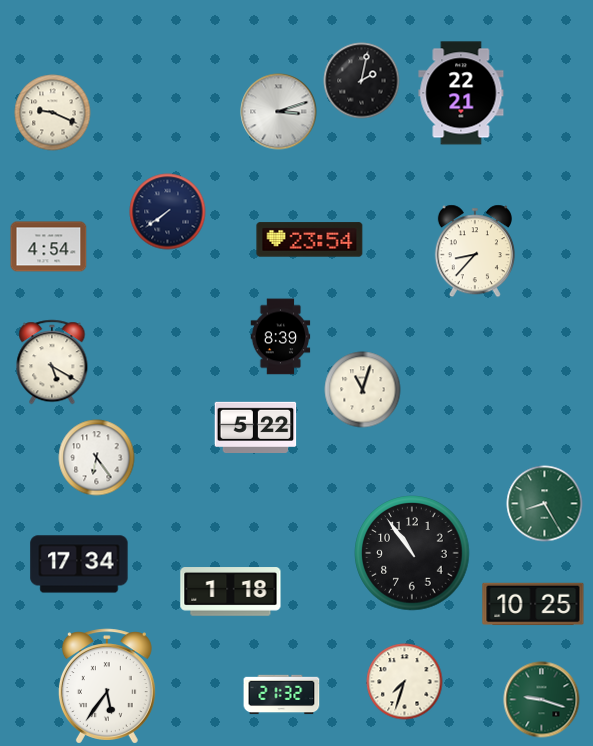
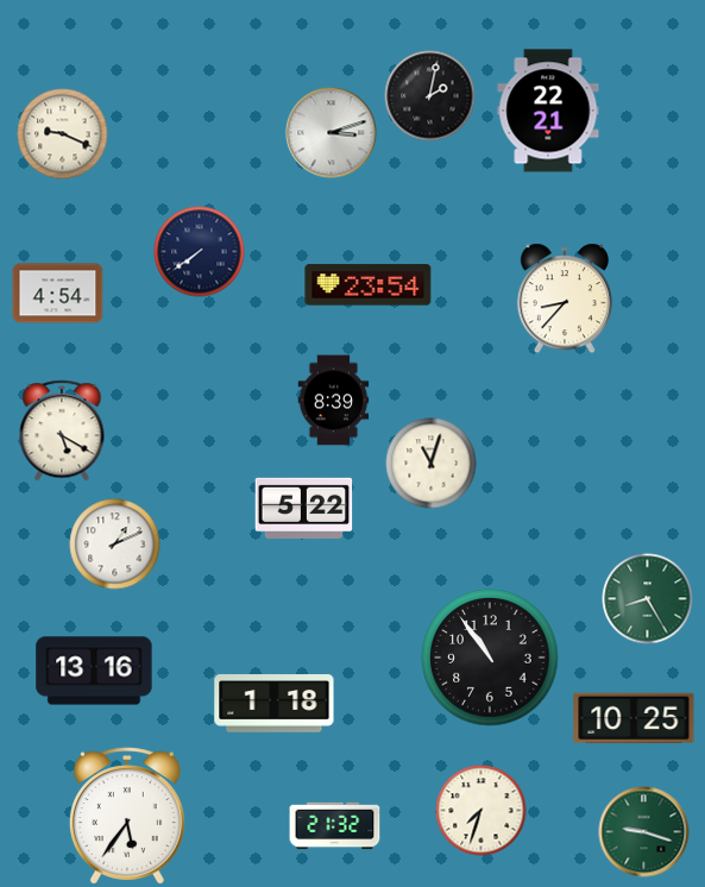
clock at (97, 458): 6:24 -> 1:11
clock at (79, 564): 17:34 -> 13:16
